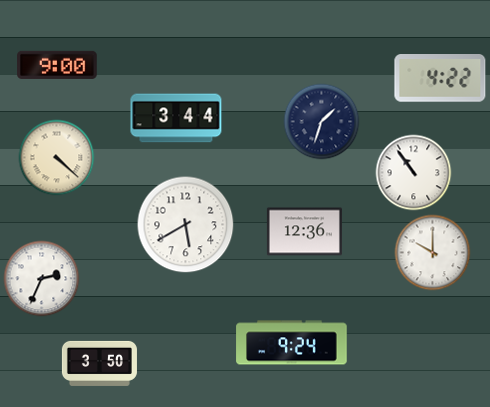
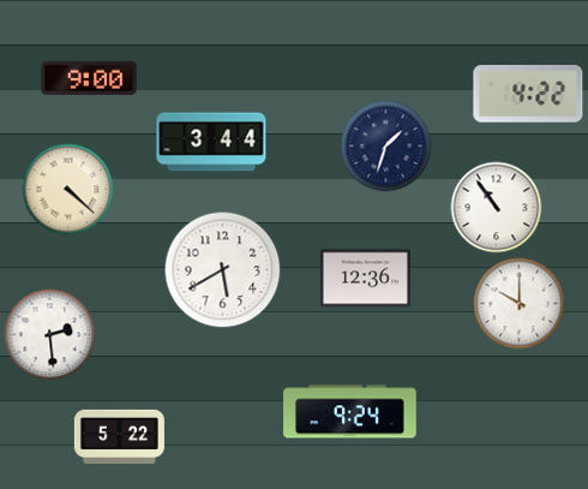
clock at (57, 65) position: (57, 65) -> (89, 78)
clock at (42, 279): 2:34 -> 2:29
clock at (99, 363): 3:50 -> 5:22
